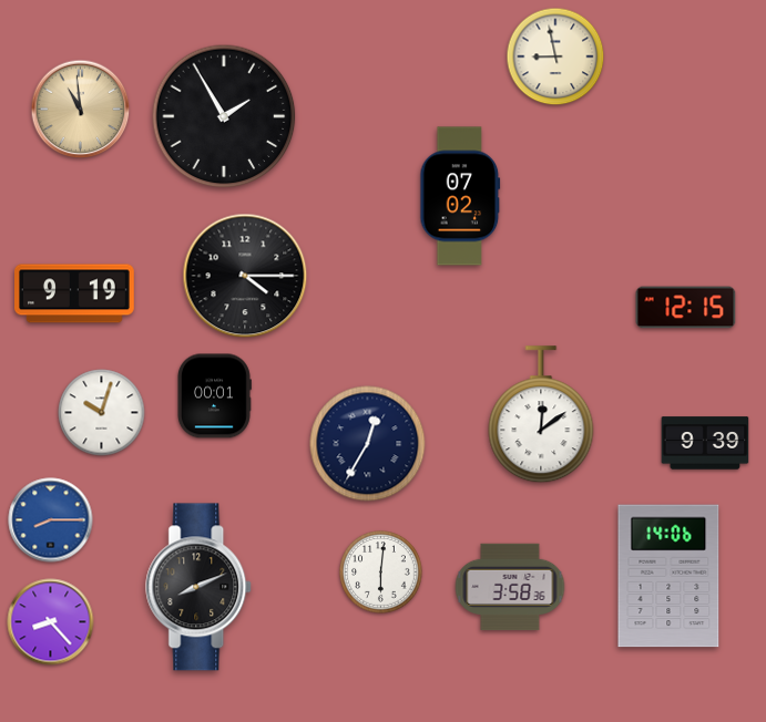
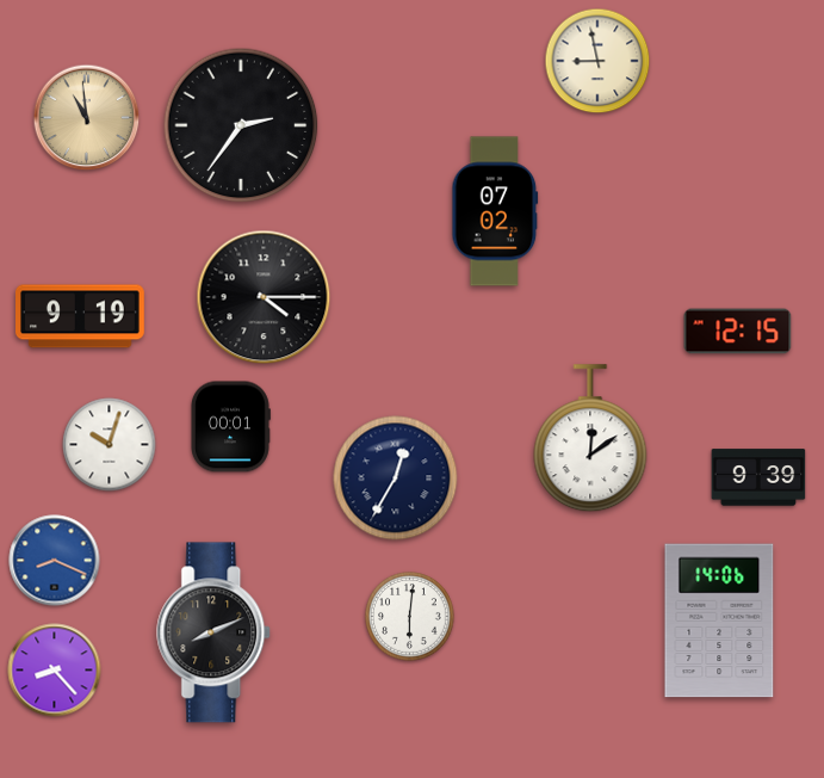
clock at (224, 116): 1:55 -> 2:36
clock at (541, 415) position: (541, 415) -> (590, 439)
clock at (51, 520): 8:15 -> 8:19
clock at (510, 587): 3:58 -> none
